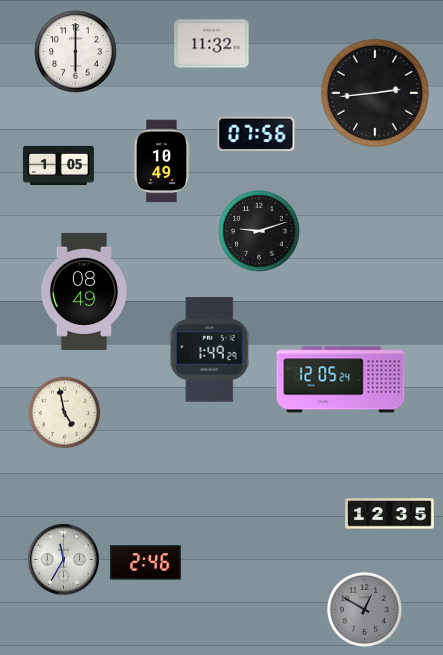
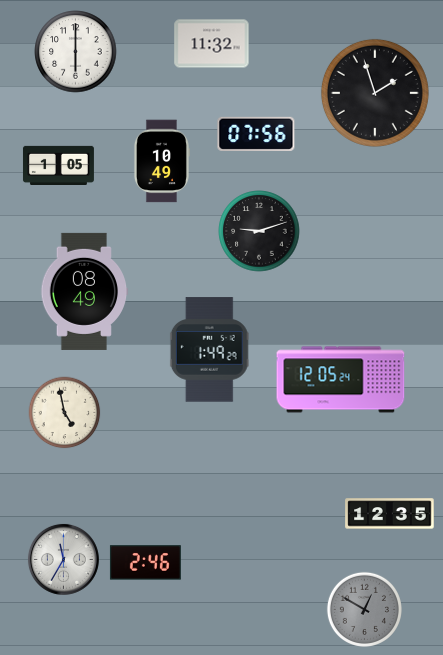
clock at (375, 93): 2:44 -> 1:57
